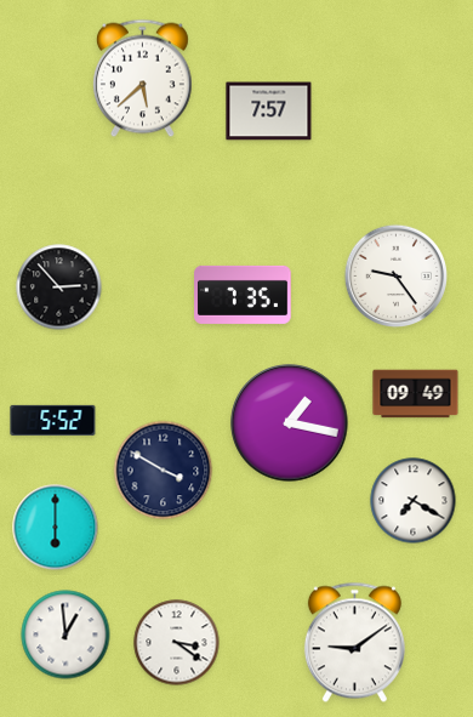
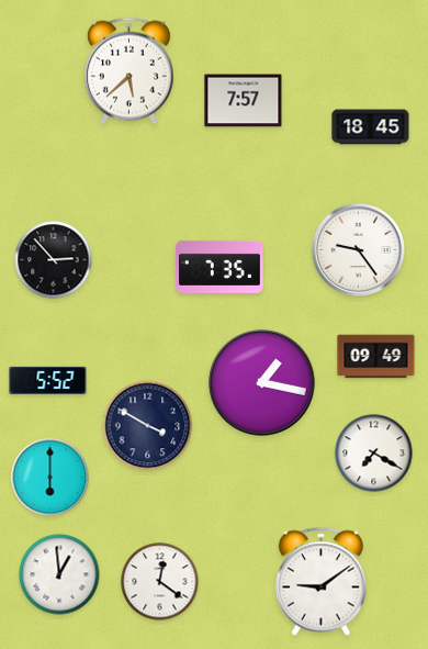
clock at (371, 127): none -> 18:45
clock at (177, 643): 3:21 -> 12:21
